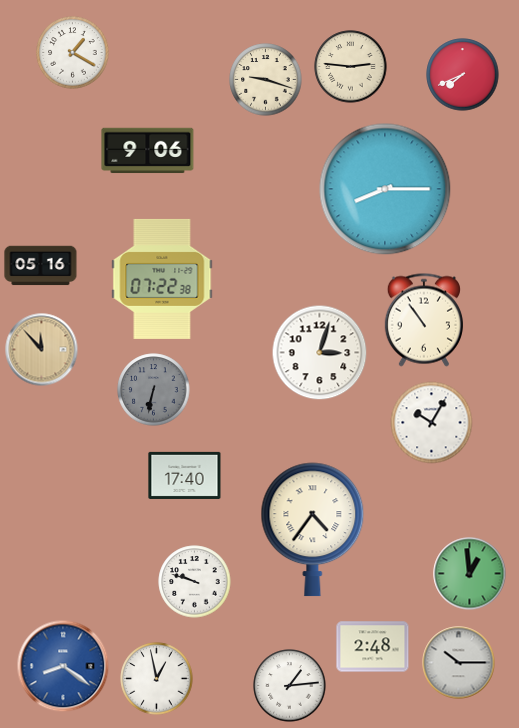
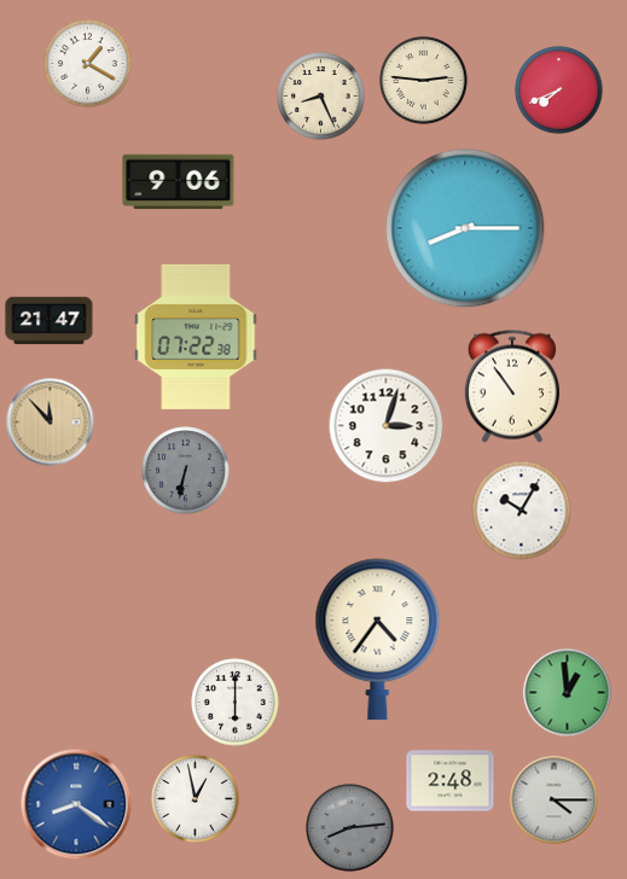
clock at (266, 80): 9:18 -> 8:26
clock at (41, 266): 05:16 -> 21:47
clock at (185, 475): 17:40 -> none
clock at (195, 582): 9:48 -> 6:00
clock at (459, 663): 10:15 -> 4:15
clock at (157, 679) position: (157, 679) -> (196, 799)
clock at (290, 686): 1:14 -> 8:14
clock at (290, 686) dial: white -> grey
